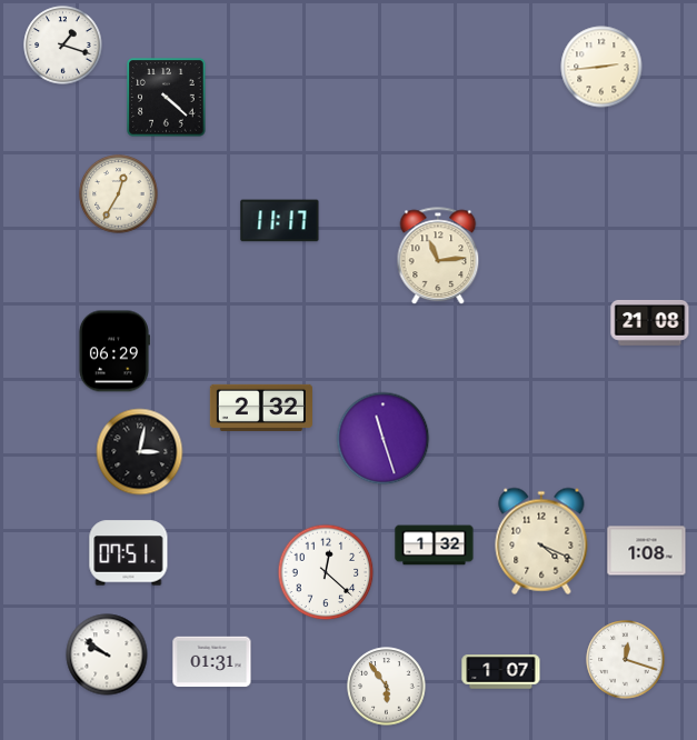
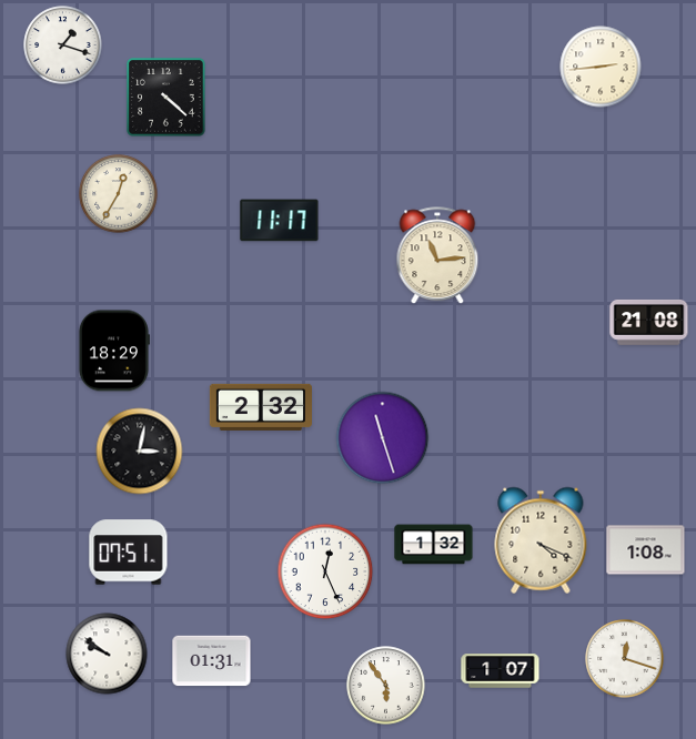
clock at (113, 351): 06:29 -> 18:29
clock at (326, 572): 12:22 -> 12:26
